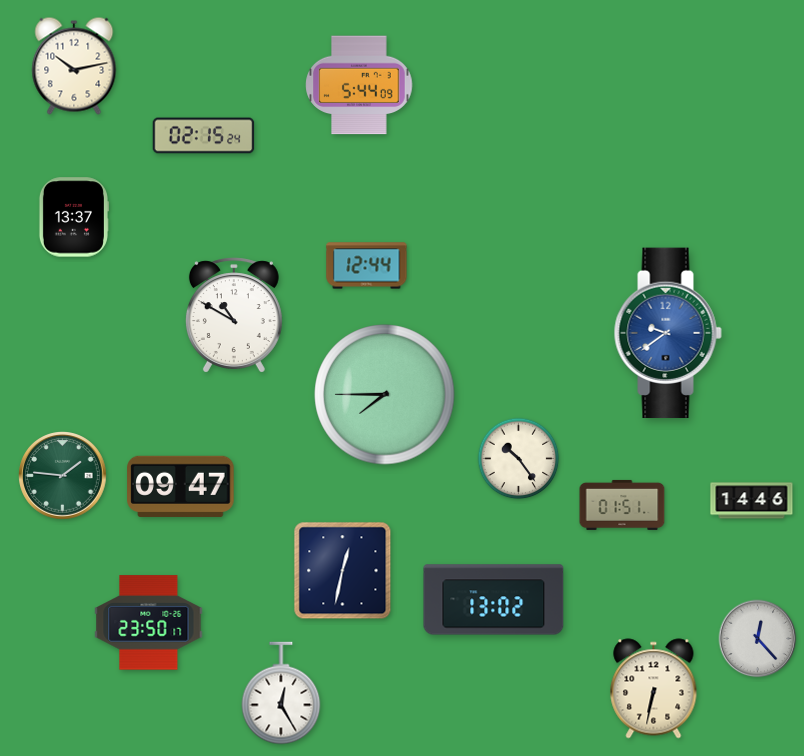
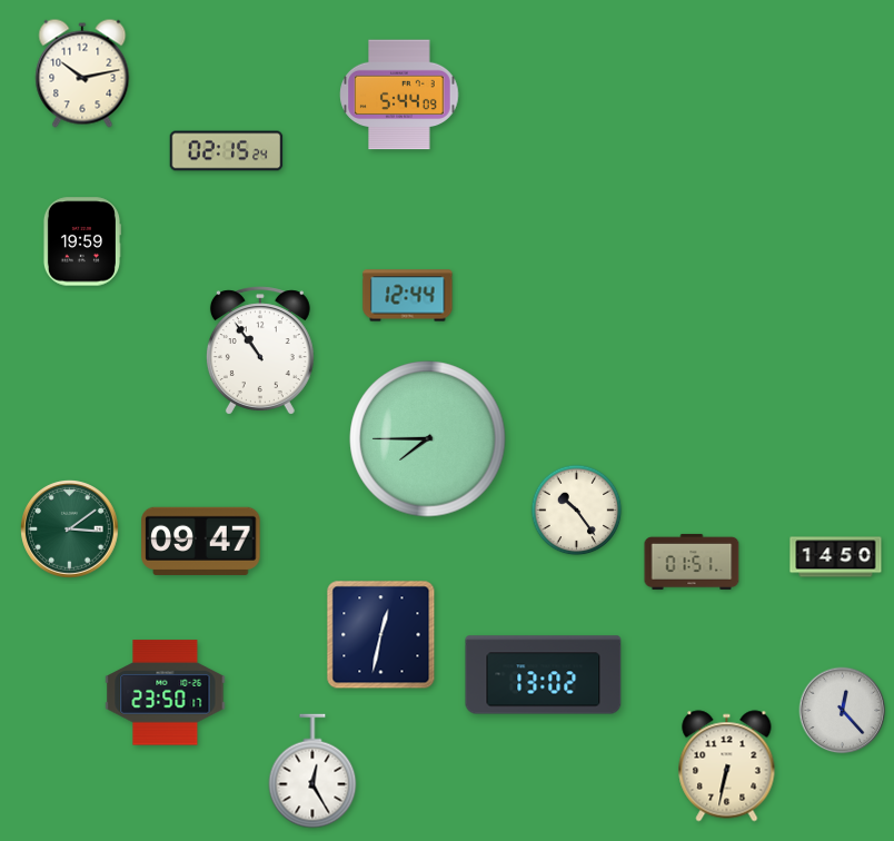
clock at (73, 217): 13:37 -> 19:59
clock at (234, 315): 10:50 -> 10:54
clock at (668, 333): 9:39 -> none
clock at (63, 476): 1:46 -> 3:09
clock at (752, 501): 14:46 -> 14:50
clock at (494, 600) position: (494, 600) -> (544, 675)
